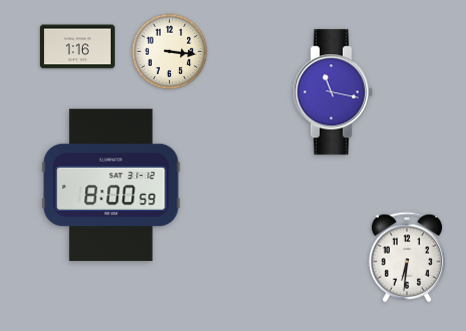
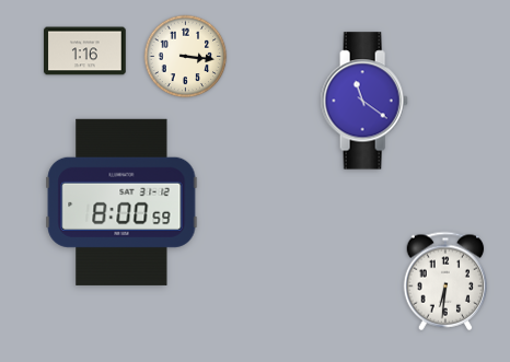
clock at (333, 92): 11:17 -> 11:21
